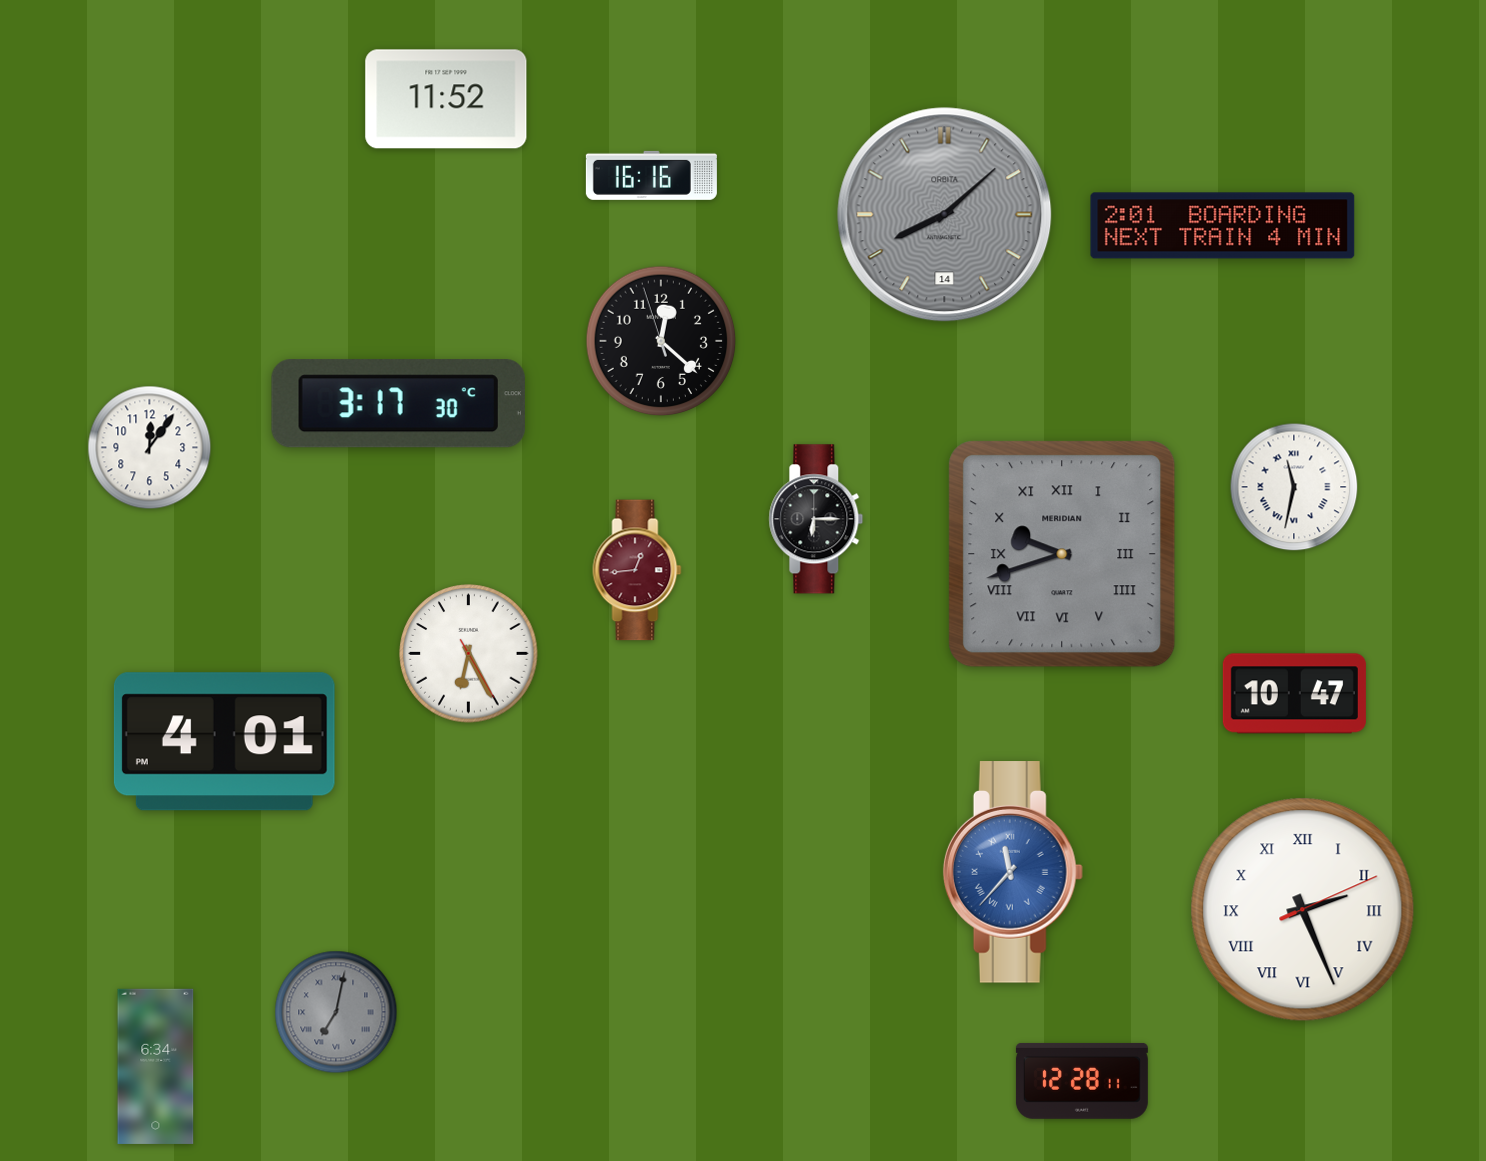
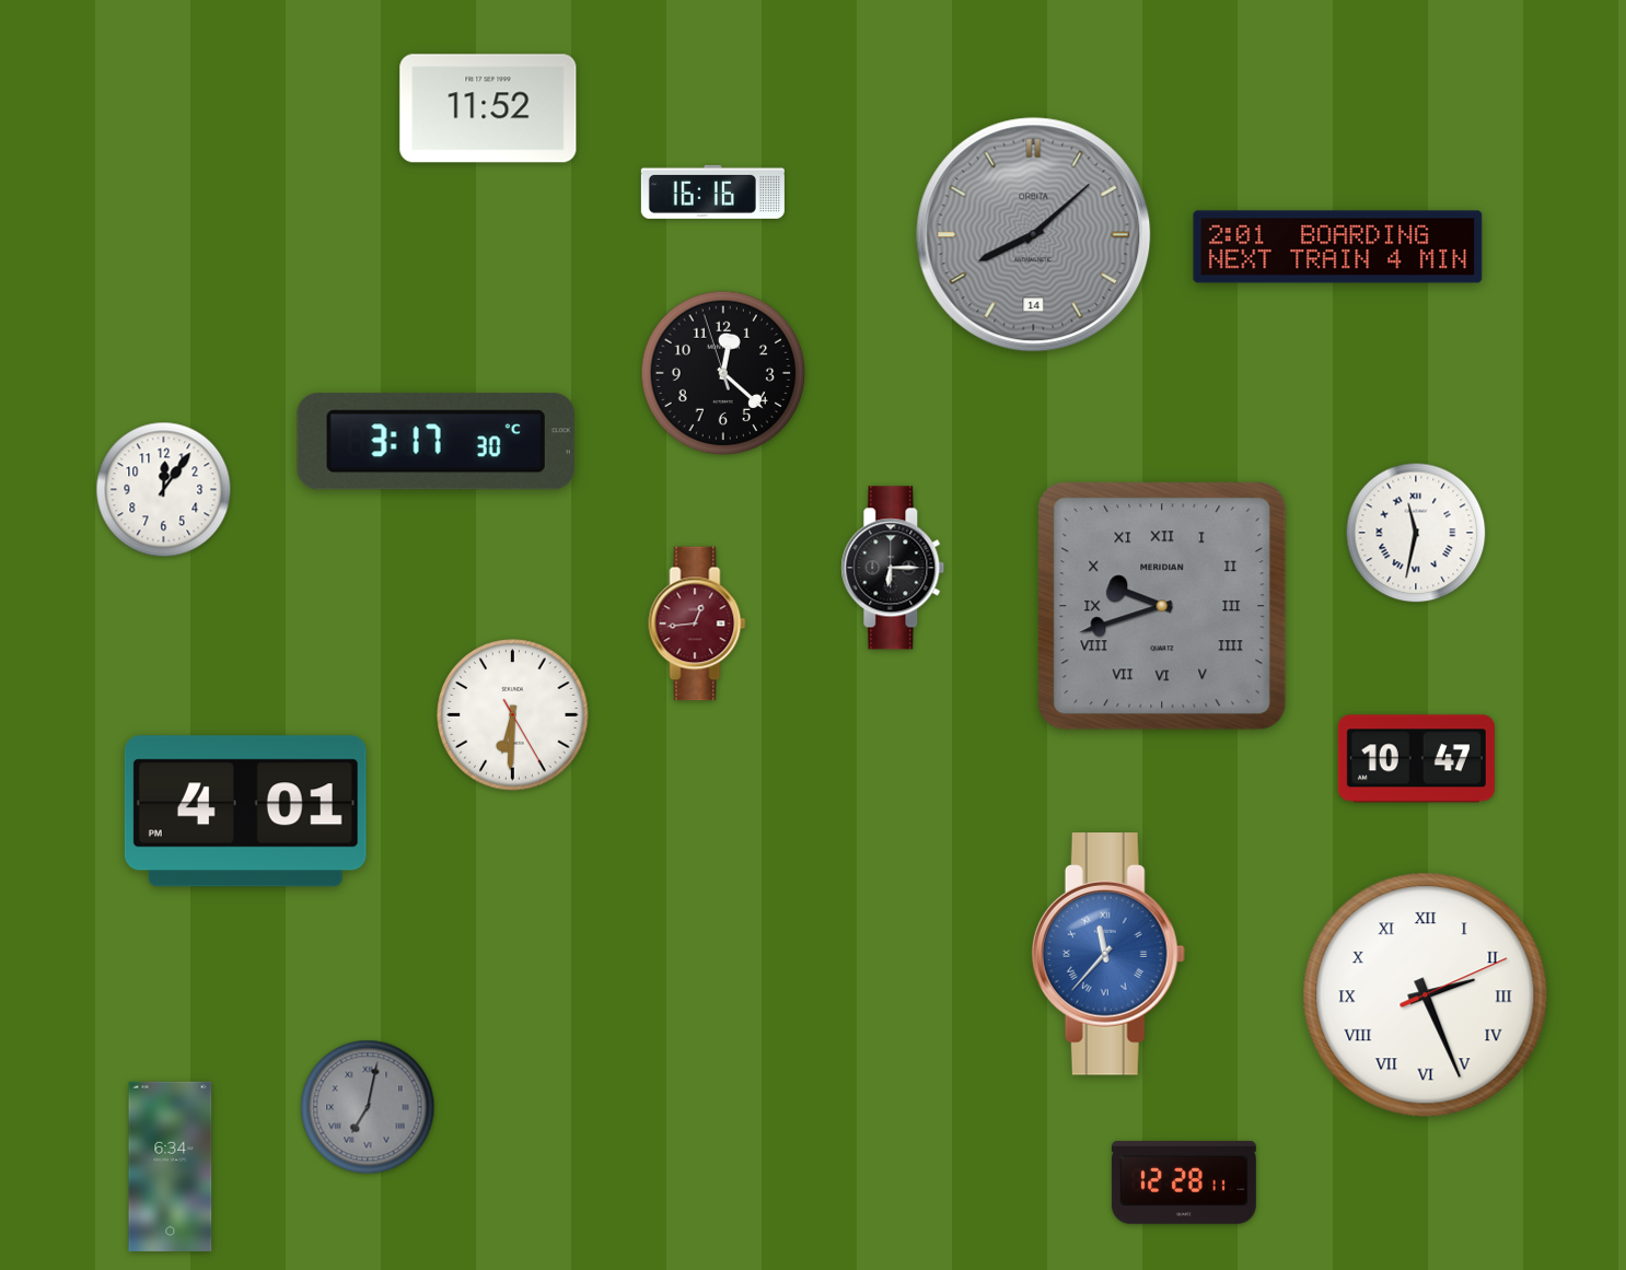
clock at (469, 654): 6:25 -> 6:30
